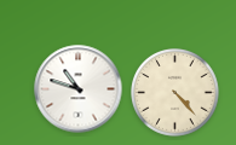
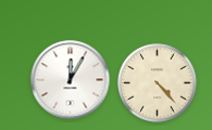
clock at (79, 89): 10:48 -> 12:05
